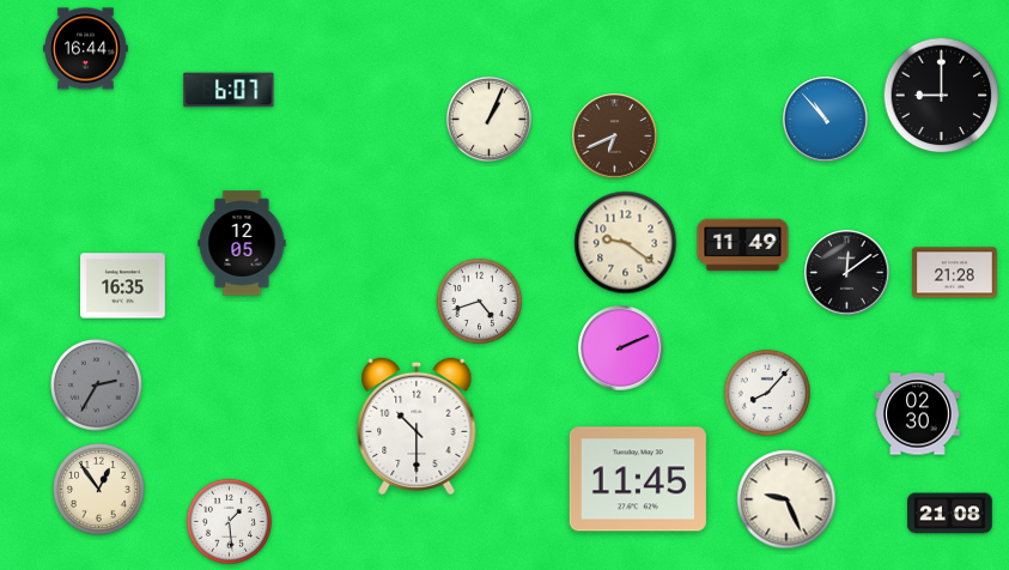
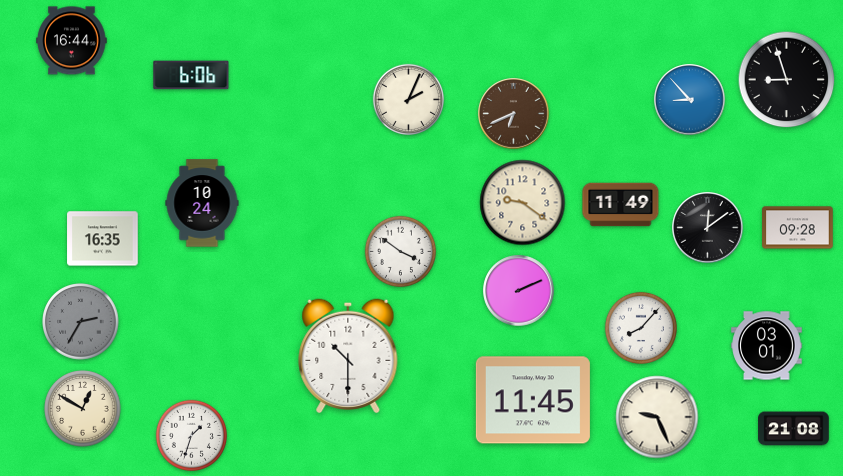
clock at (229, 90): 6:07 -> 6:06
clock at (942, 96): 9:00 -> 8:57
clock at (488, 119): 1:04 -> 2:04
clock at (826, 120): 10:53 -> 8:53
clock at (242, 243): 12:05 -> 10:24
clock at (955, 273): 21:28 -> 09:28
clock at (479, 301): 4:42 -> 3:51
clock at (918, 414): 02:30 -> 03:01
clock at (99, 490): 12:54 -> 12:50
clock at (229, 521): 1:29 -> 1:33
